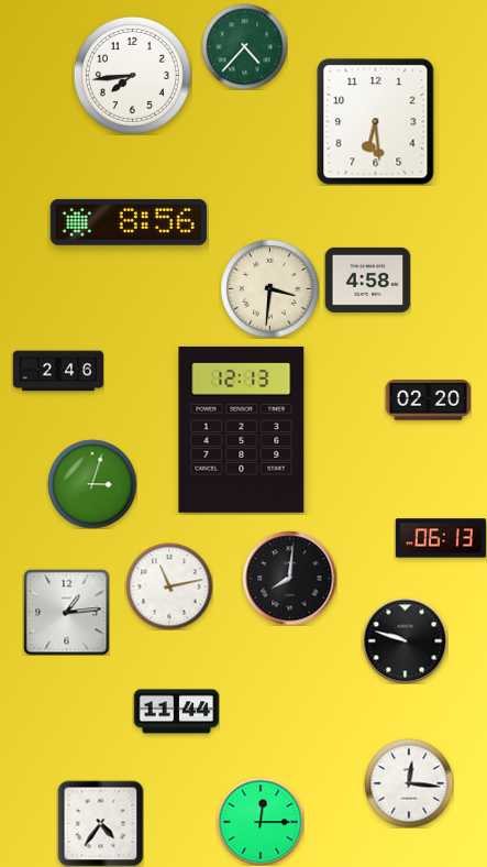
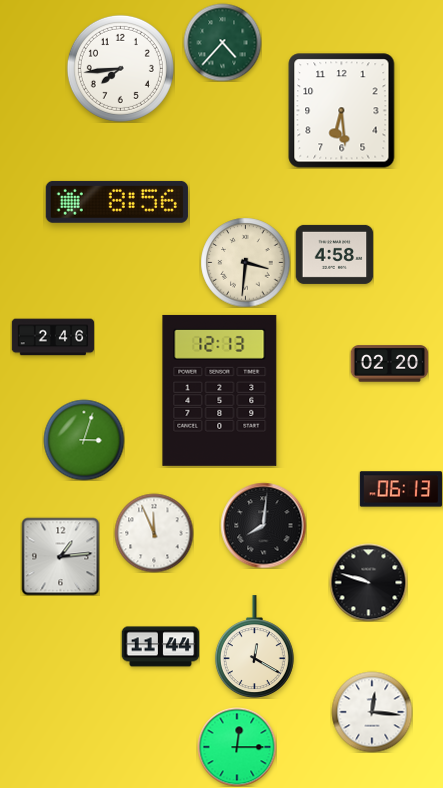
clock at (169, 586): 11:13 -> 11:56
clock at (254, 647): none -> 12:20
clock at (100, 823): 4:36 -> none
